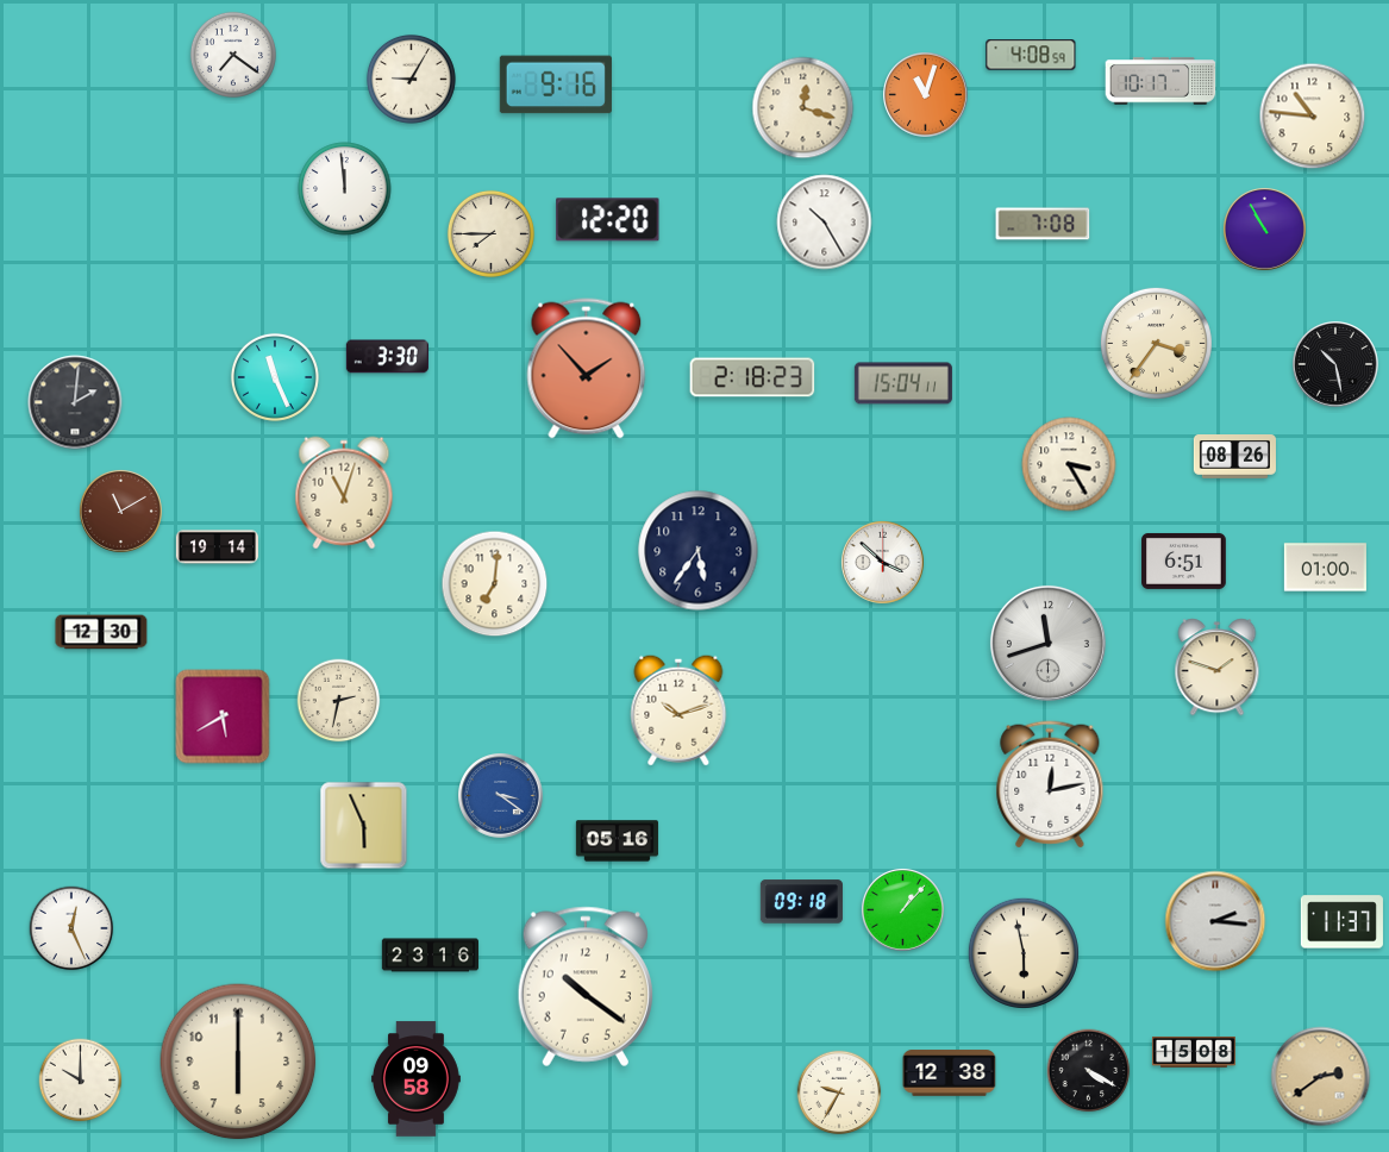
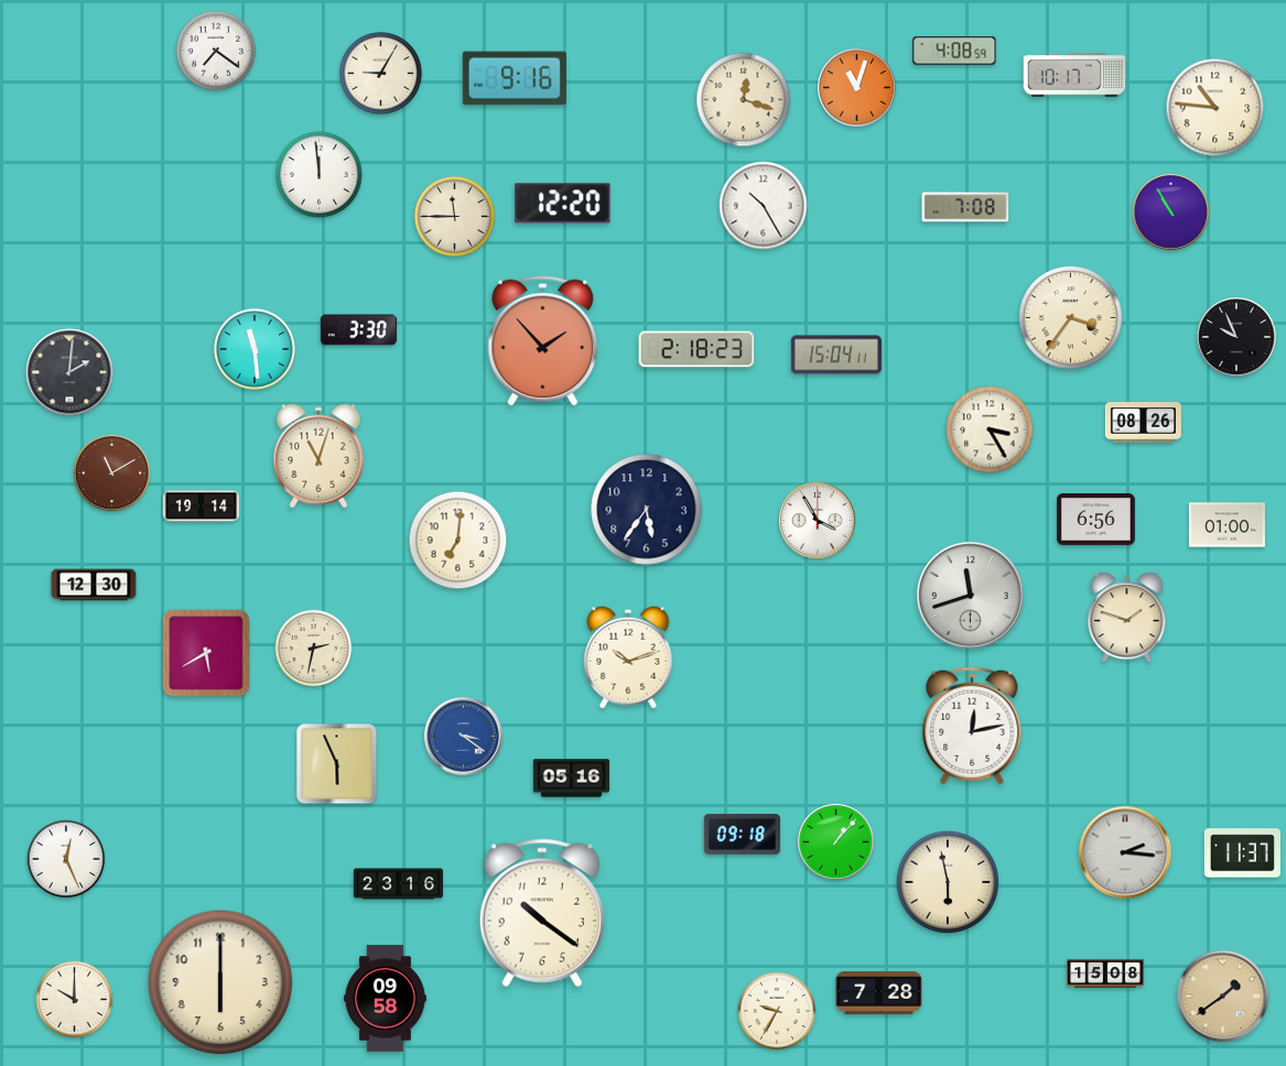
clock at (490, 233): 7:45 -> 11:45
clock at (1335, 364): 10:28 -> 9:56
clock at (275, 377): 11:26 -> 11:29
clock at (1184, 561): 6:51 -> 6:56
clock at (882, 562): 3:52 -> 3:55
clock at (223, 716) position: (223, 716) -> (206, 653)
clock at (1089, 1071): 4:20 -> none
clock at (950, 1073): 12:38 -> 7:28
clock at (1321, 1077): 2:39 -> 1:39
